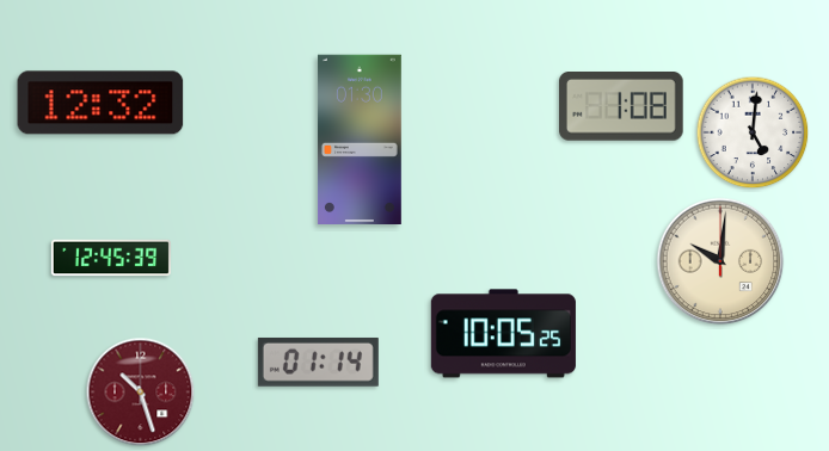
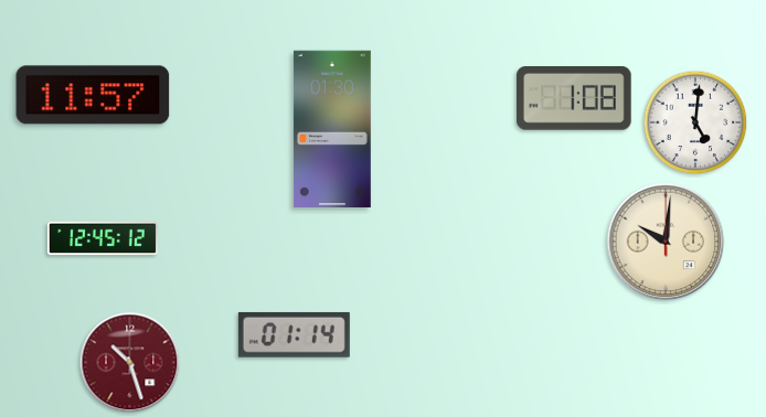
clock at (100, 103): 12:32 -> 11:57
clock at (111, 258): 12:45:39 -> 12:45:12
clock at (503, 334): 10:05 -> none
